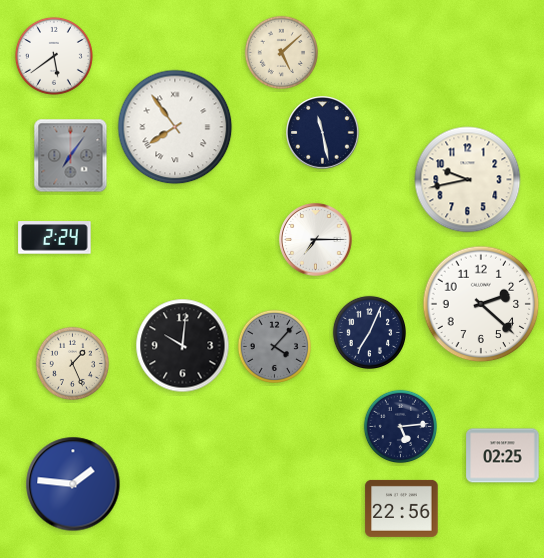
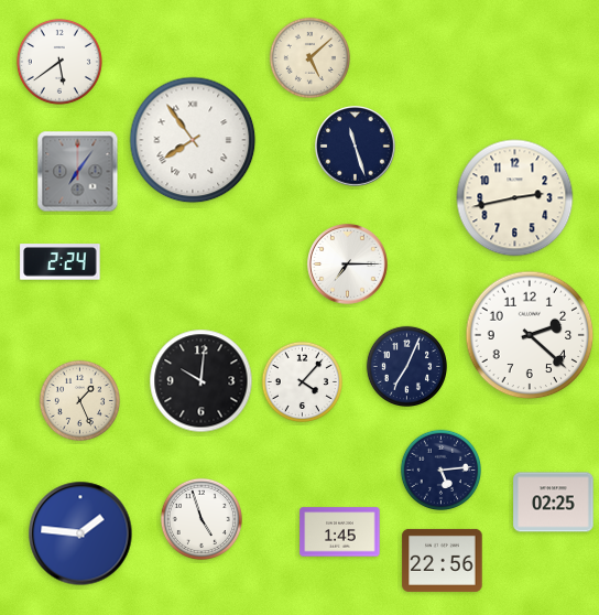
clock at (323, 133): 11:28 -> 11:27
clock at (468, 180): 9:43 -> 2:43
clock at (274, 346) dial: grey -> white
clock at (202, 519): none -> 4:57
clock at (340, 532): none -> 1:45
